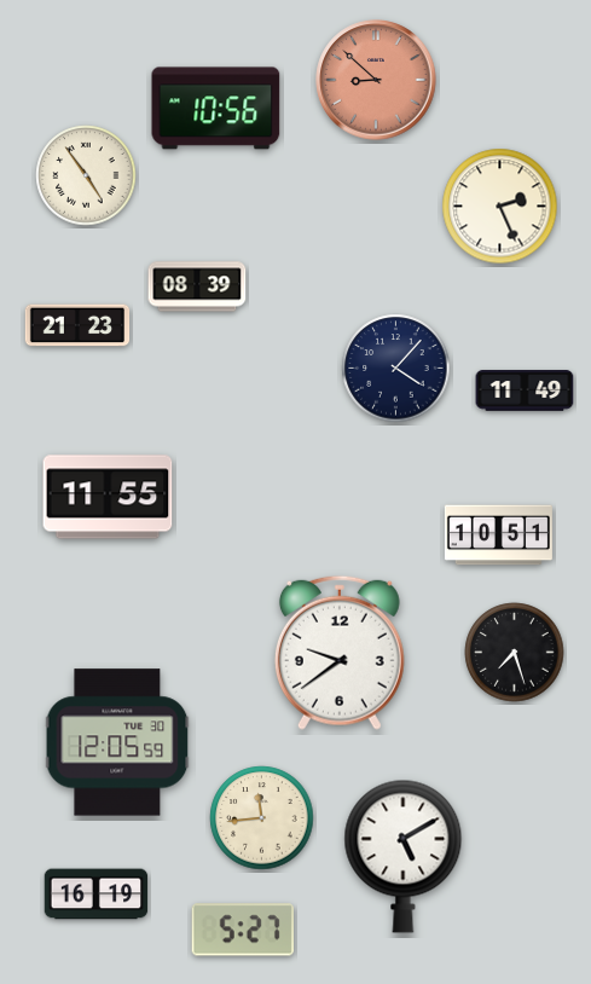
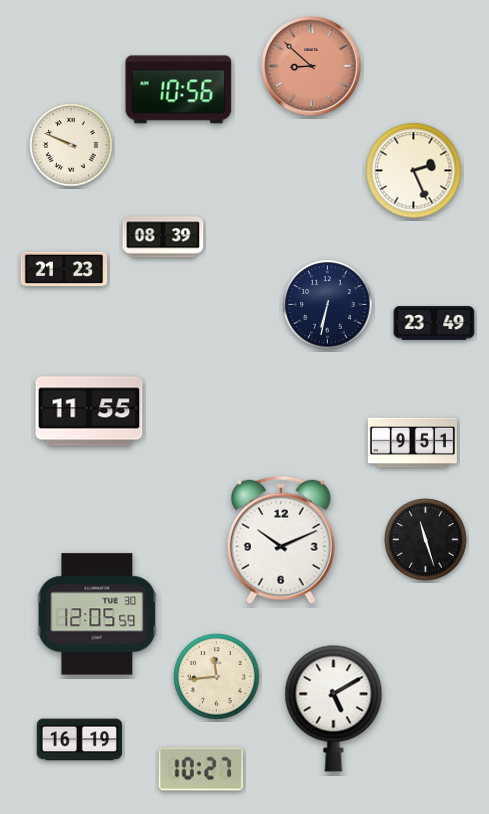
clock at (86, 175): 4:54 -> 9:49
clock at (396, 369): 4:07 -> 6:32
clock at (525, 390): 11:49 -> 23:49
clock at (498, 536): 10:51 -> 9:51
clock at (340, 653): 9:39 -> 10:11
clock at (515, 653): 7:27 -> 11:27
clock at (242, 930): 5:27 -> 10:27
